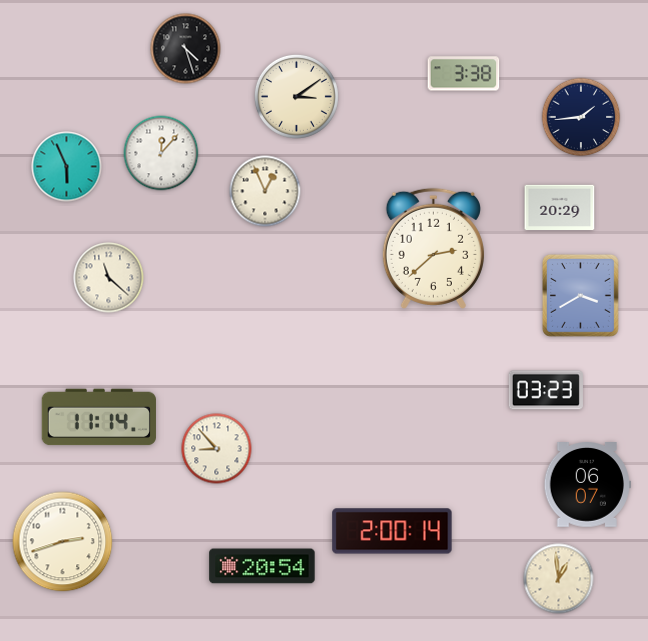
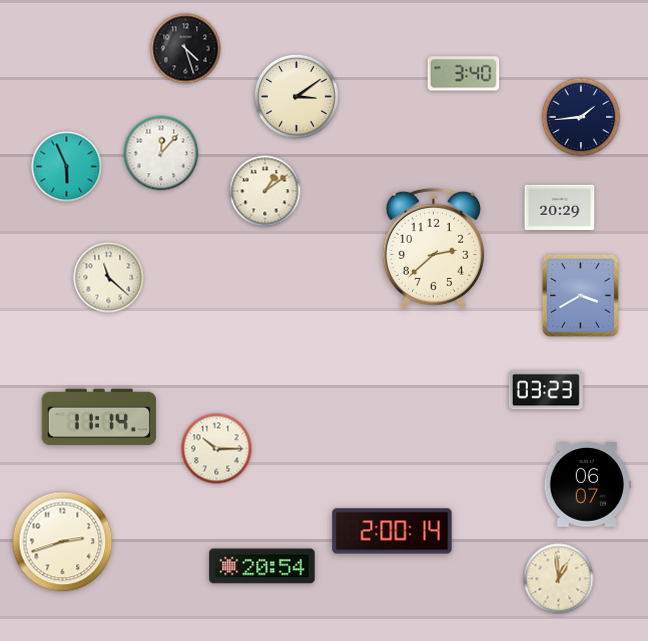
clock at (464, 74): 3:38 -> 3:40
clock at (265, 191): 12:56 -> 1:09
clock at (217, 449): 8:53 -> 10:15
